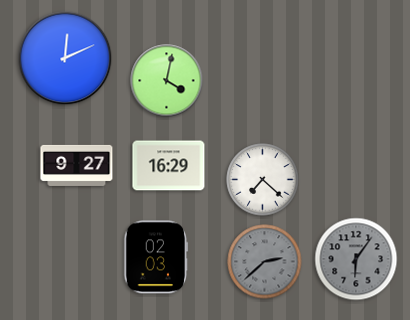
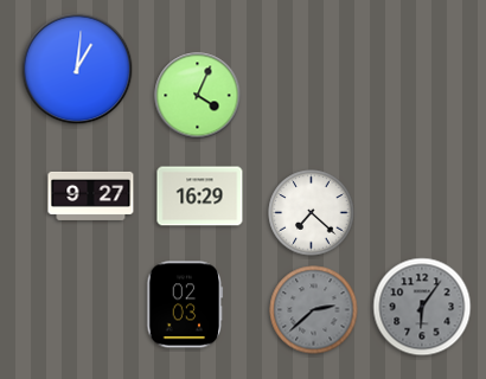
clock at (65, 58): 12:11 -> 1:01
clock at (167, 81): 4:02 -> 4:04
